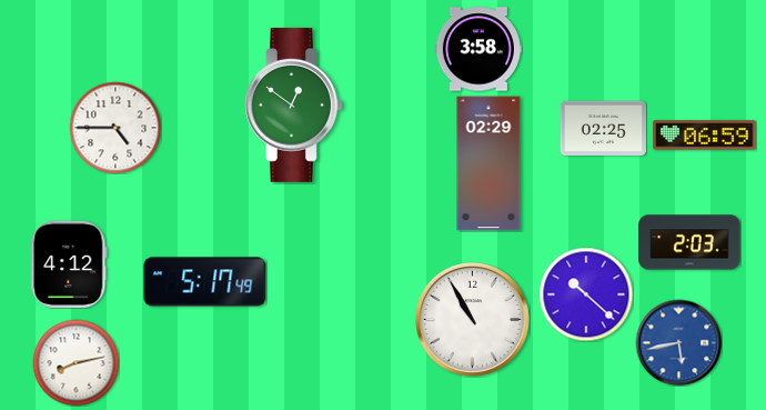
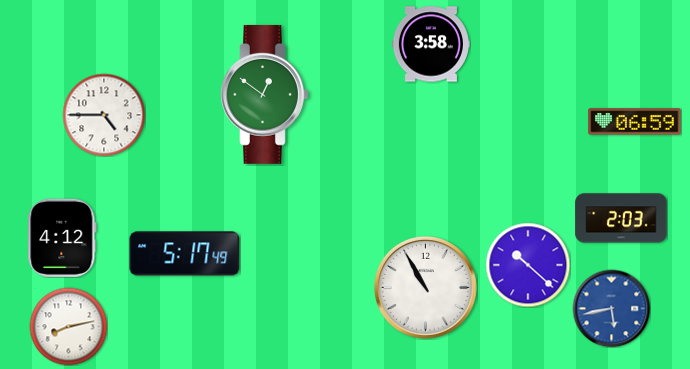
clock at (603, 128): 02:25 -> none
clock at (488, 163): 02:29 -> none
